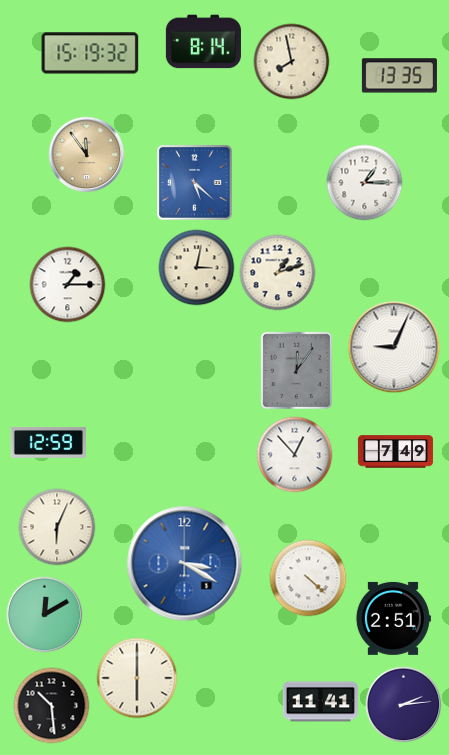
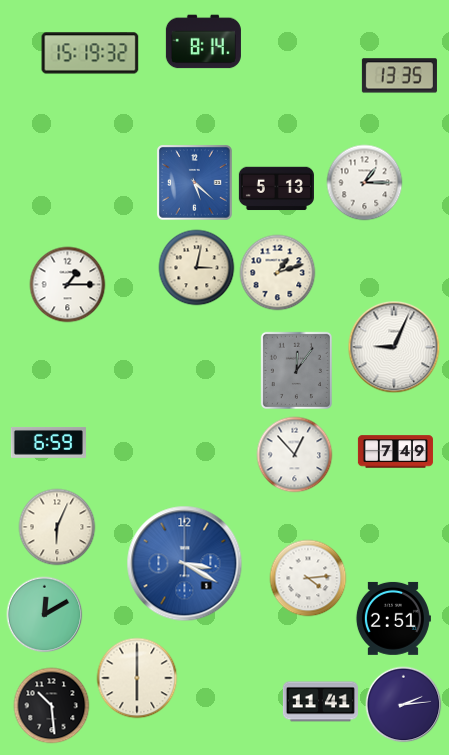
clock at (292, 62): 7:58 -> none
clock at (87, 155): 11:54 -> none
clock at (276, 189): none -> 5:13
clock at (48, 443): 12:59 -> 6:59
clock at (308, 578): 4:22 -> 4:14
